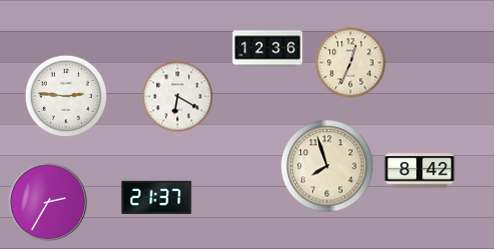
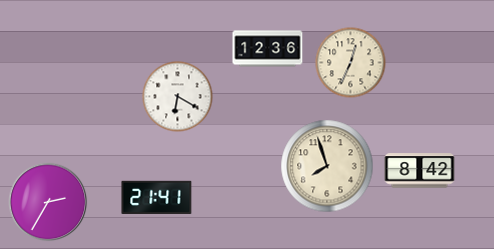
clock at (66, 96): 2:46 -> none
clock at (157, 197): 21:37 -> 21:41
